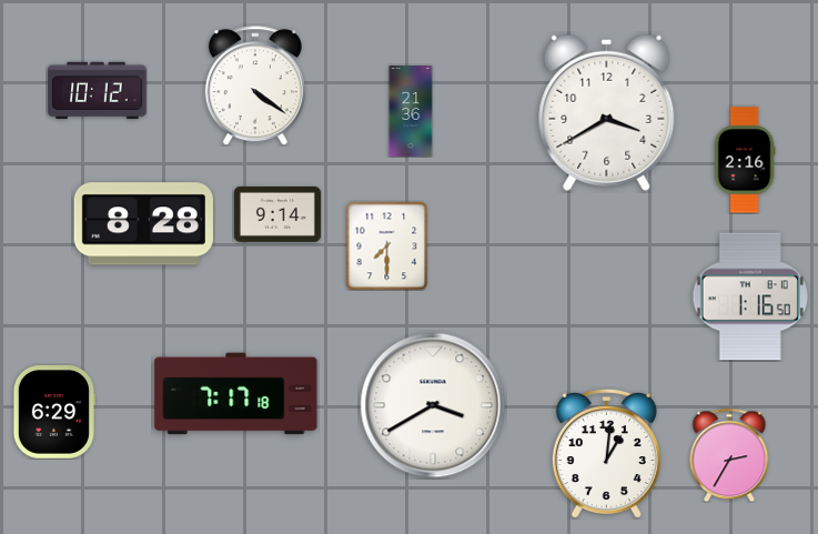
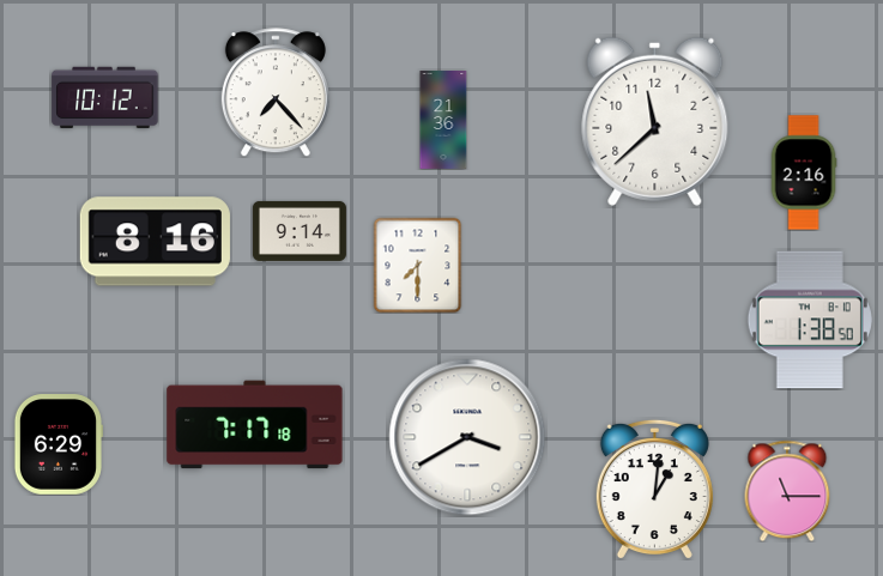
clock at (255, 85): 4:21 -> 7:23
clock at (607, 112): 3:40 -> 11:38
clock at (143, 224): 8:28 -> 8:16
clock at (750, 296): 1:16 -> 1:38
clock at (729, 455): 2:35 -> 11:15
